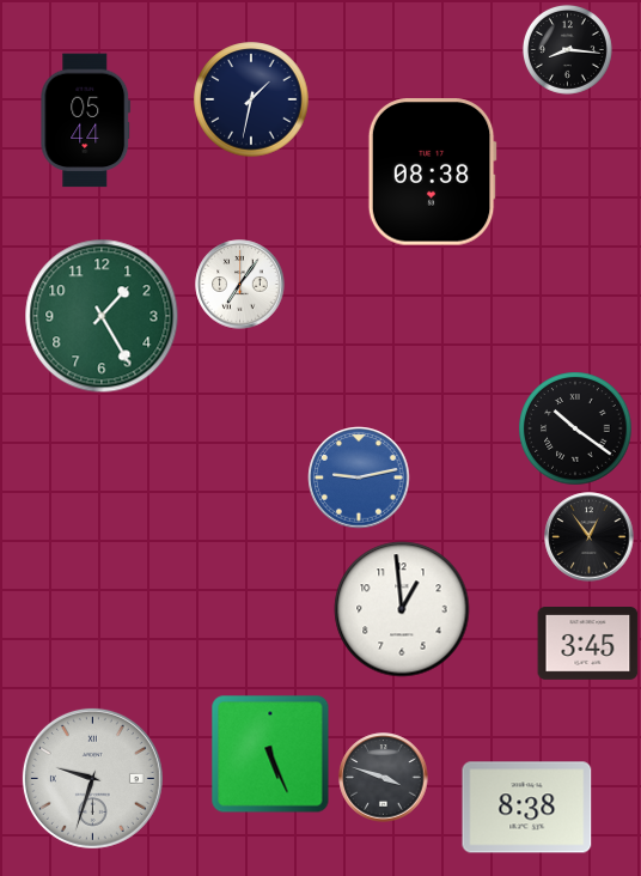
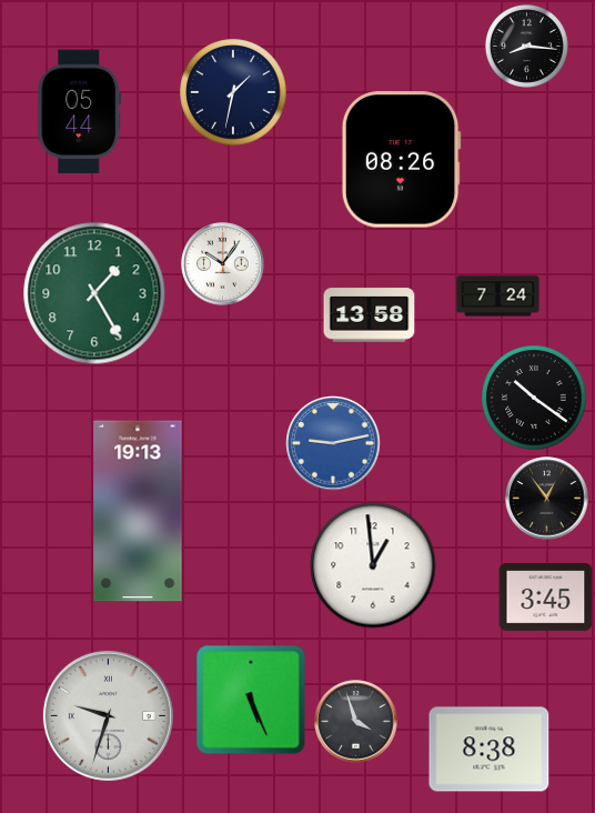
clock at (432, 172): 08:38 -> 08:26
clock at (240, 285): 7:06 -> 10:06
clock at (498, 297): none -> 7:24
clock at (370, 315): none -> 13:58
clock at (138, 511): none -> 19:13
clock at (92, 778) position: (92, 778) -> (108, 715)
clock at (384, 778): 3:48 -> 3:57
